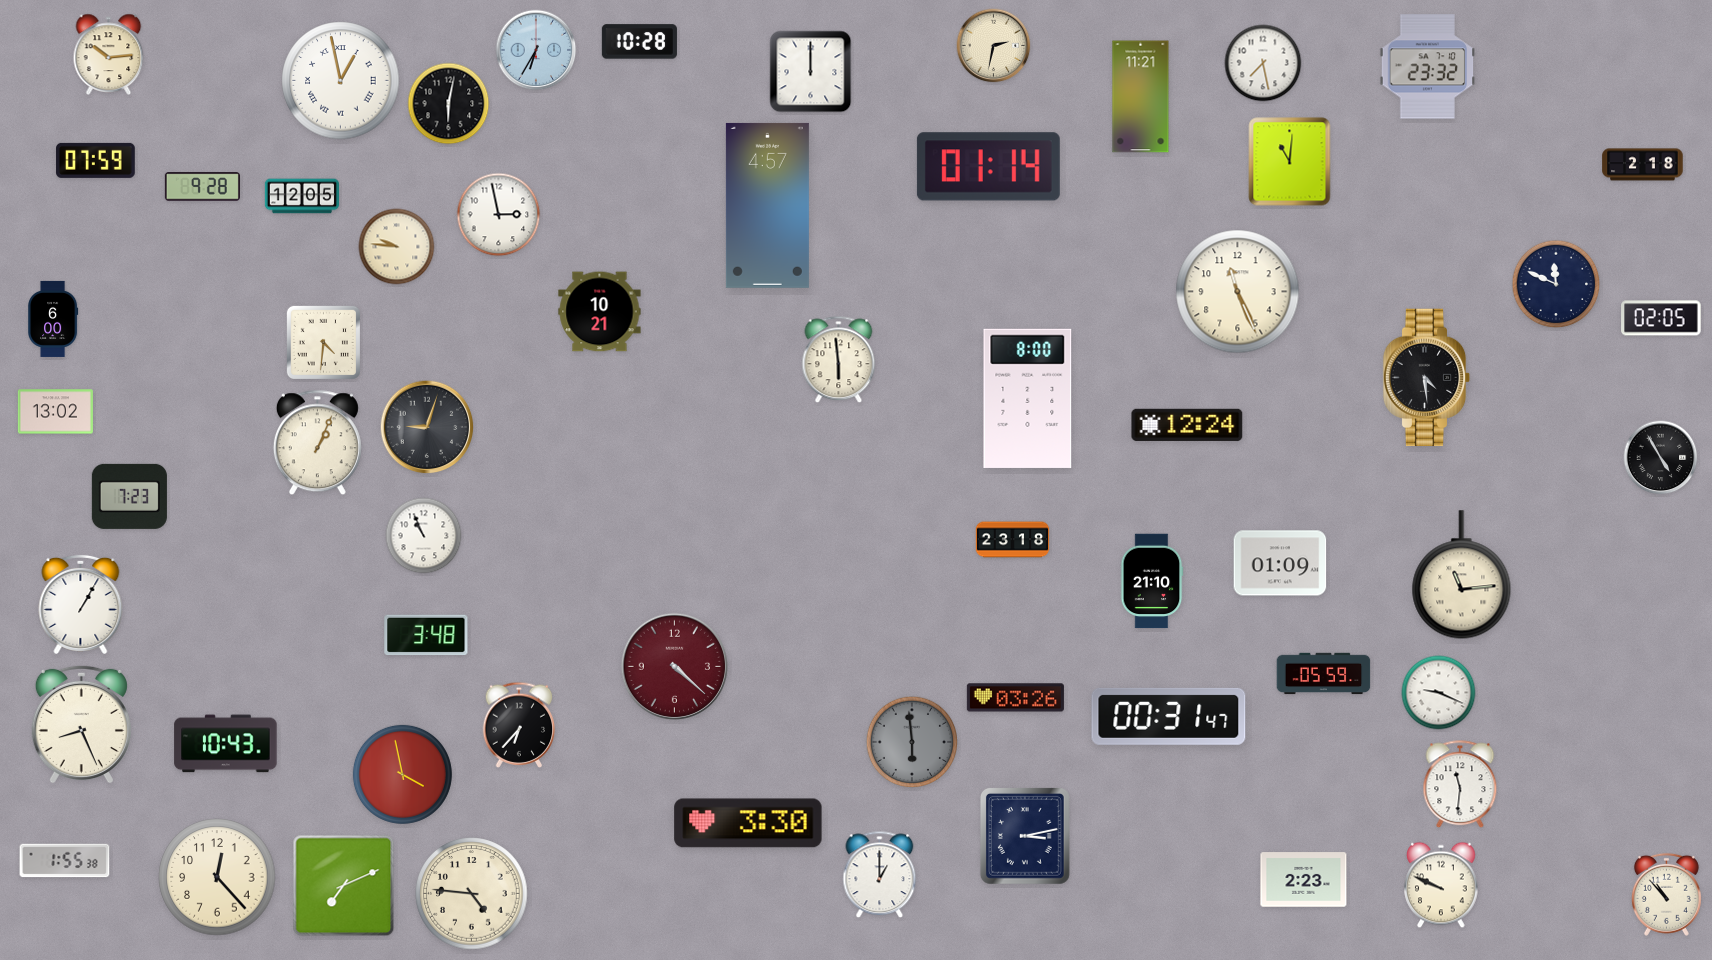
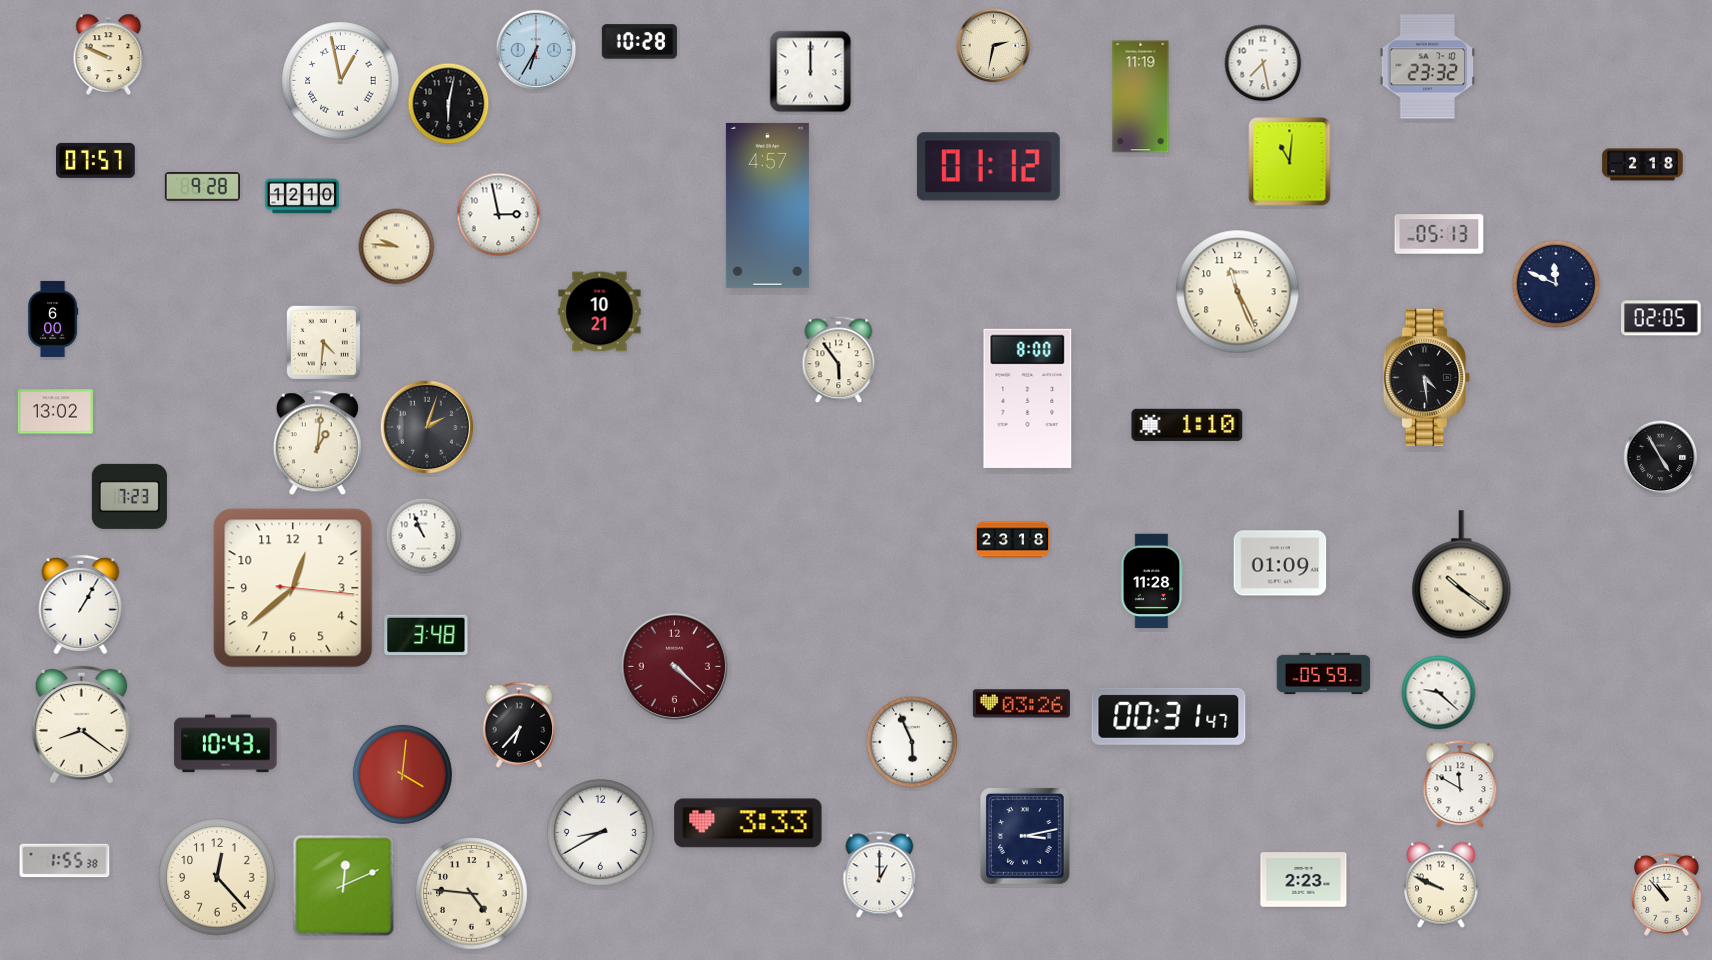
clock at (109, 54): 10:14 -> 9:49
clock at (1141, 97): 11:21 -> 11:19
clock at (96, 160): 07:59 -> 07:57
clock at (988, 167): 01:14 -> 01:12
clock at (302, 196): 12:05 -> 12:10
clock at (1439, 234): none -> 05:13
clock at (839, 360): 5:59 -> 5:54
clock at (1187, 425): 12:24 -> 1:10
clock at (427, 427): 9:03 -> 2:03
clock at (317, 443): 1:04 -> 1:01
clock at (1462, 575): 11:14 -> 10:21
clock at (1152, 581): 21:10 -> 11:28
clock at (293, 588): none -> 12:38
clock at (1439, 693): 9:19 -> 9:22
clock at (1015, 698) position: (1015, 698) -> (1021, 704)
clock at (81, 724): 8:26 -> 8:21
clock at (912, 742): 5:59 -> 5:56
clock at (912, 742) dial: grey -> white
clock at (402, 774): 3:58 -> 4:01
clock at (1460, 785): 11:31 -> 11:50
clock at (748, 823): 3:30 -> 3:33
clock at (600, 832): none -> 8:40
clock at (344, 886): 7:11 -> 12:11
